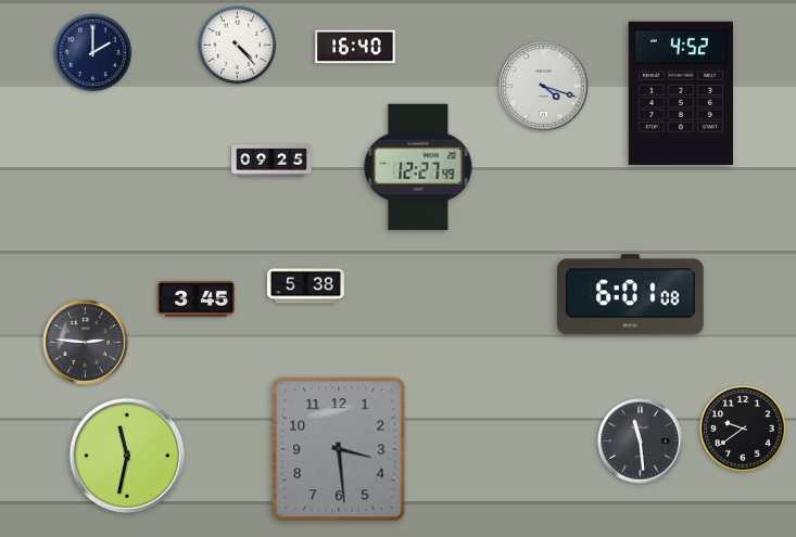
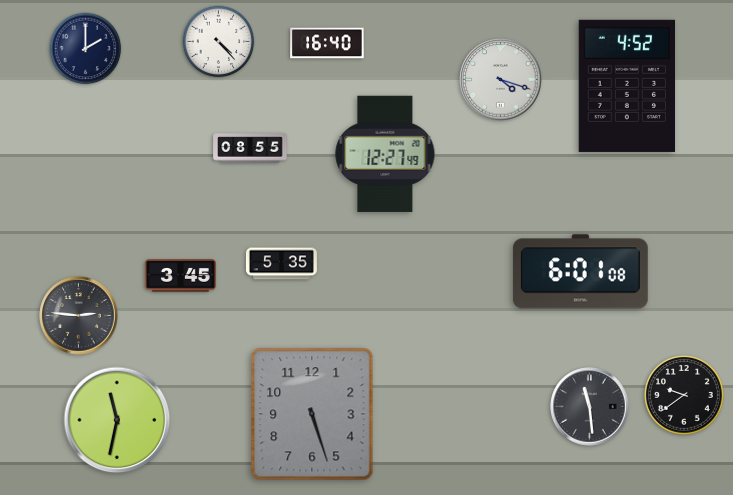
clock at (271, 161): 09:25 -> 08:55
clock at (305, 286): 5:38 -> 5:35
clock at (339, 449): 3:29 -> 5:27
